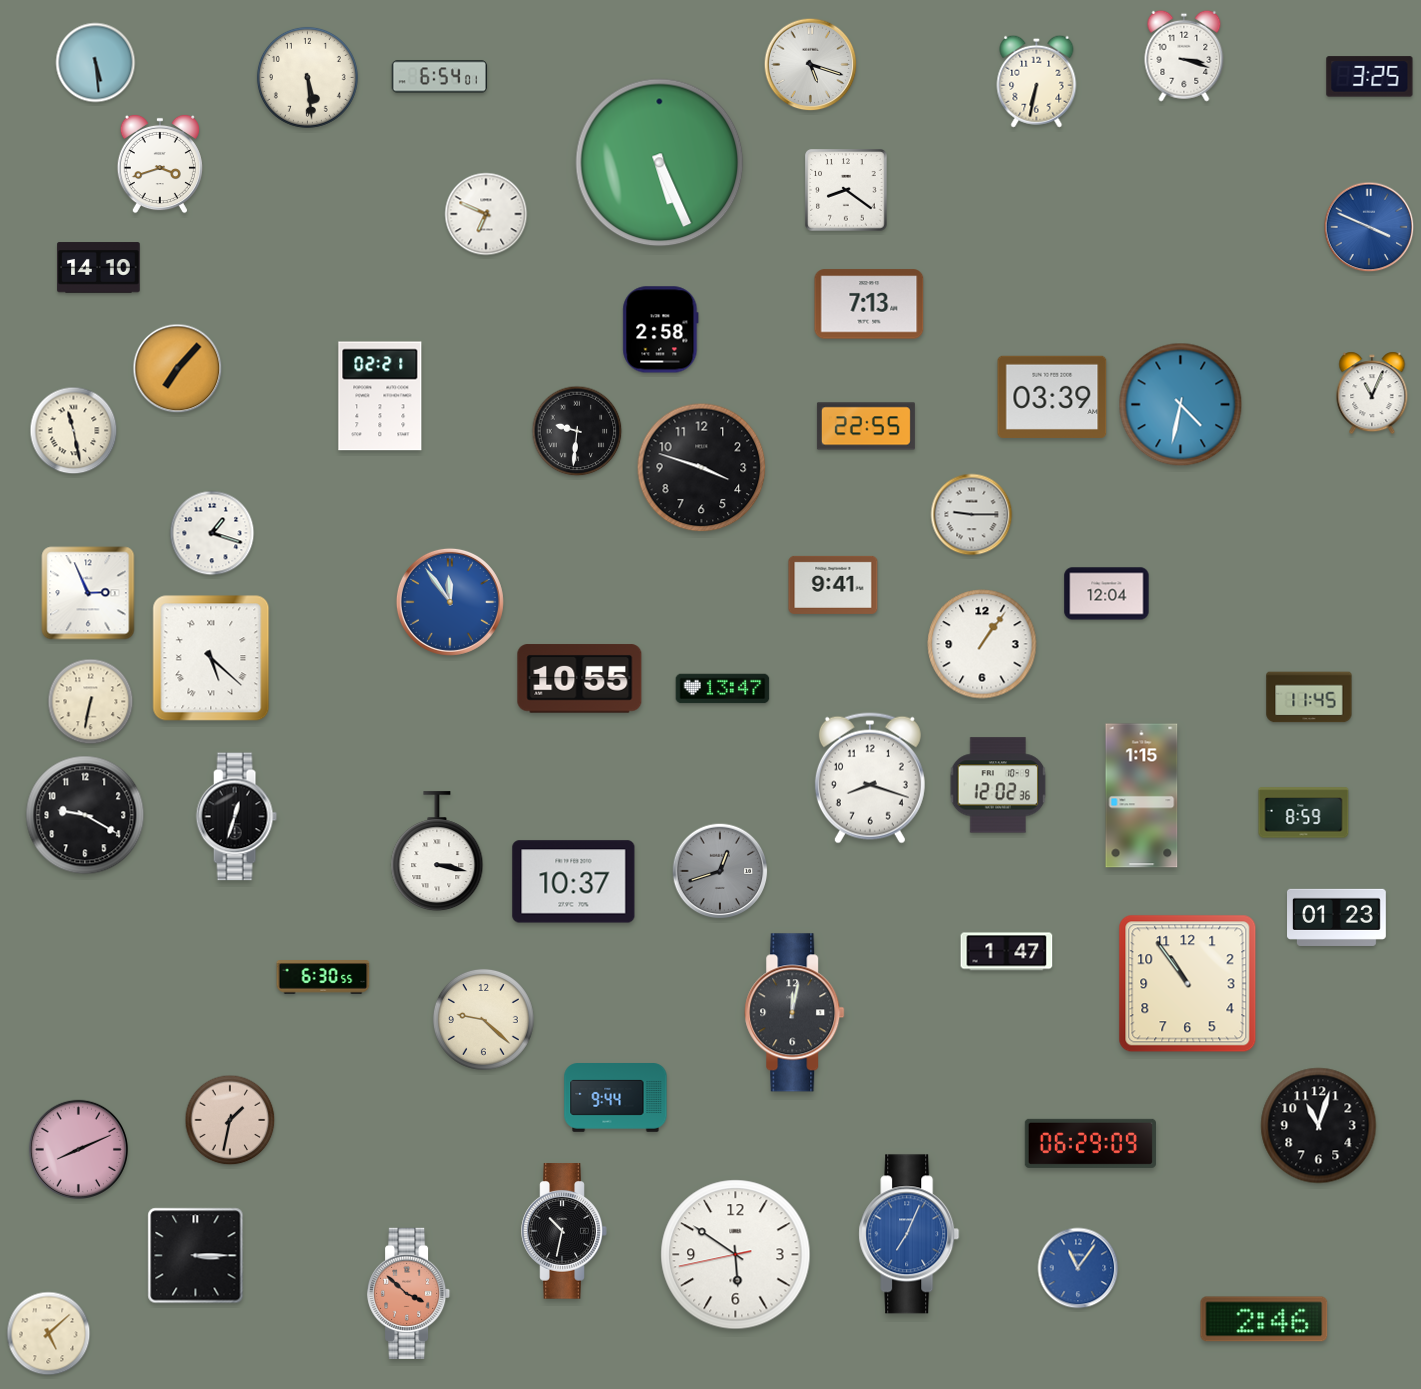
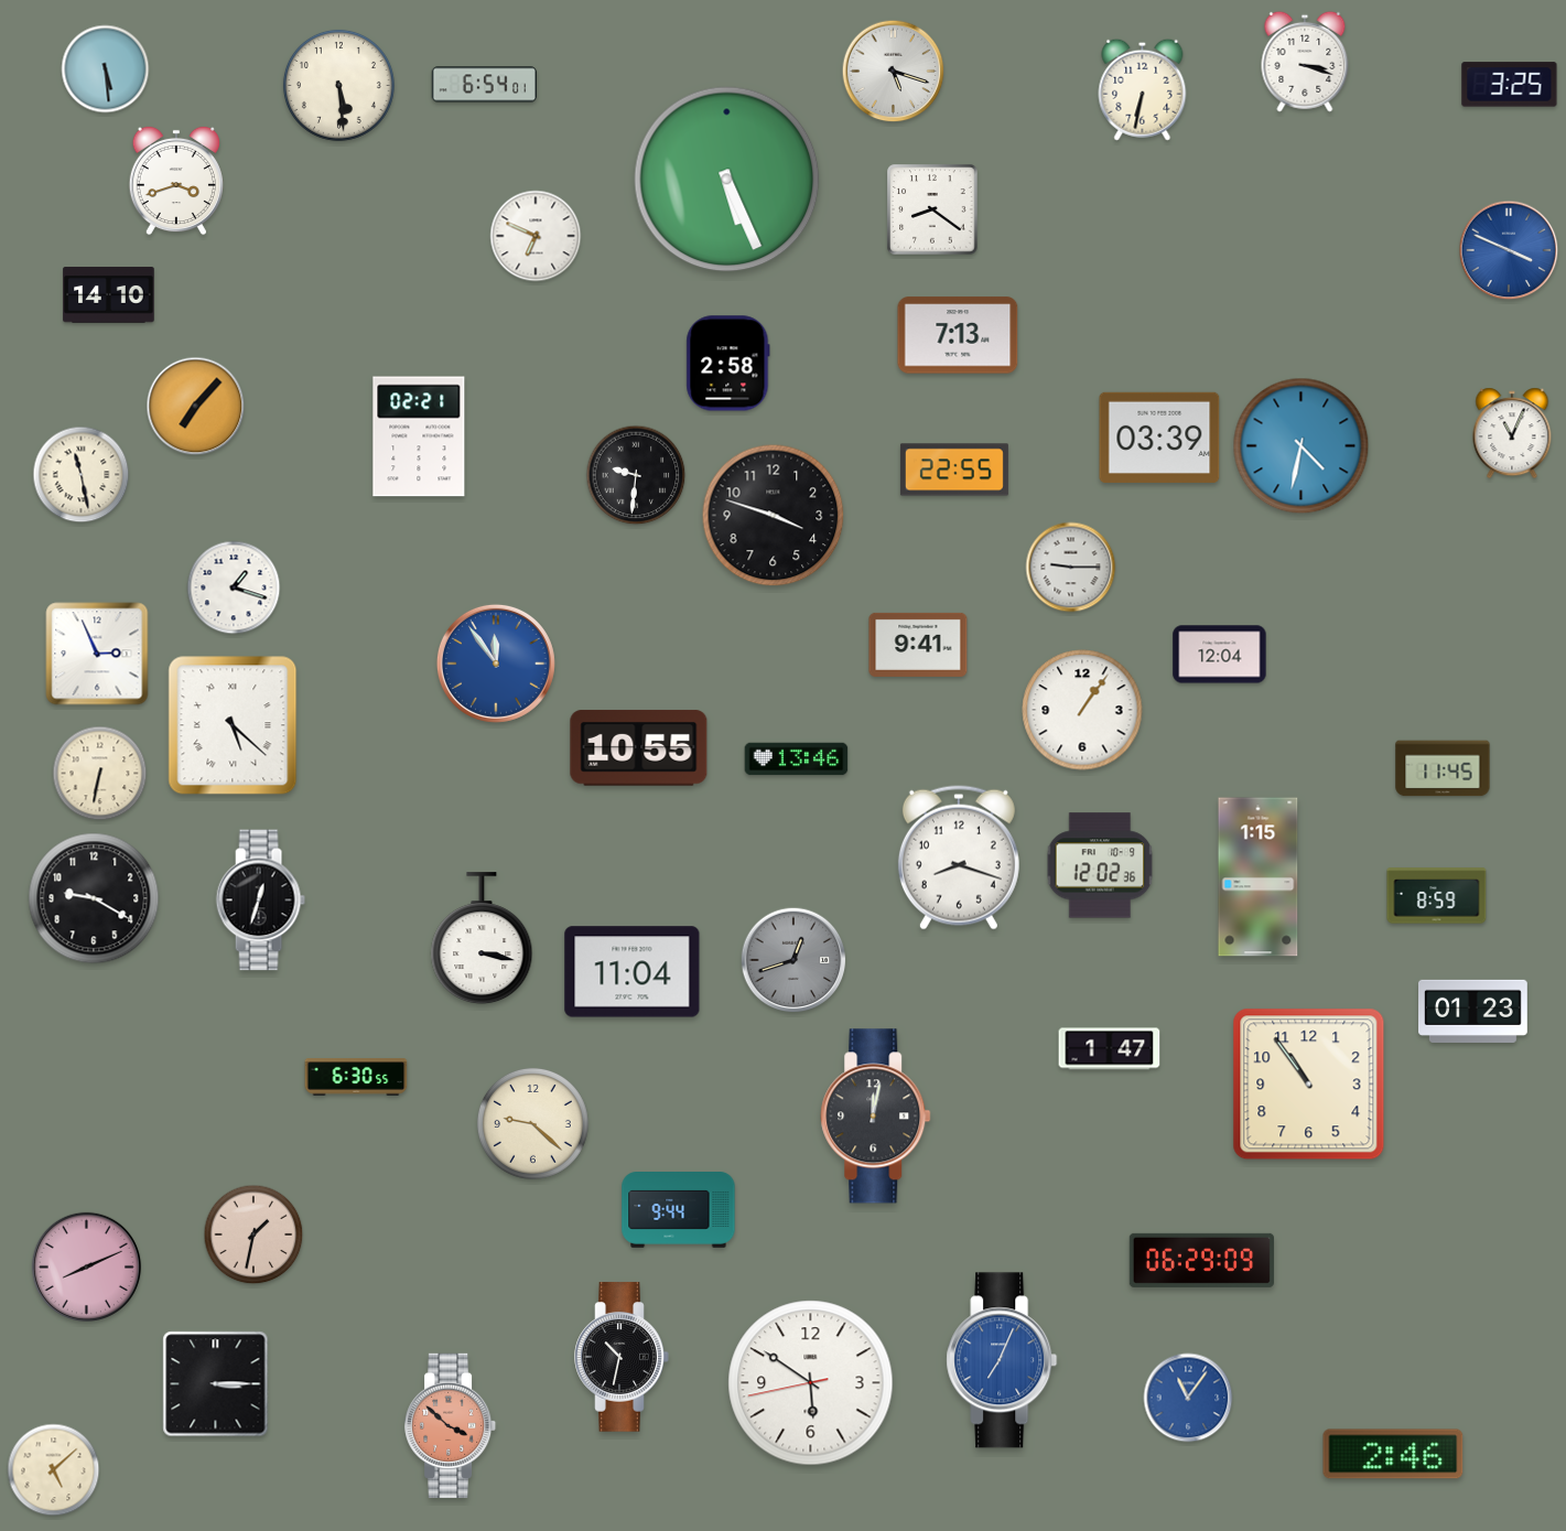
clock at (723, 689): 13:47 -> 13:46
clock at (574, 882): 10:37 -> 11:04
clock at (1319, 1126): 11:03 -> none
